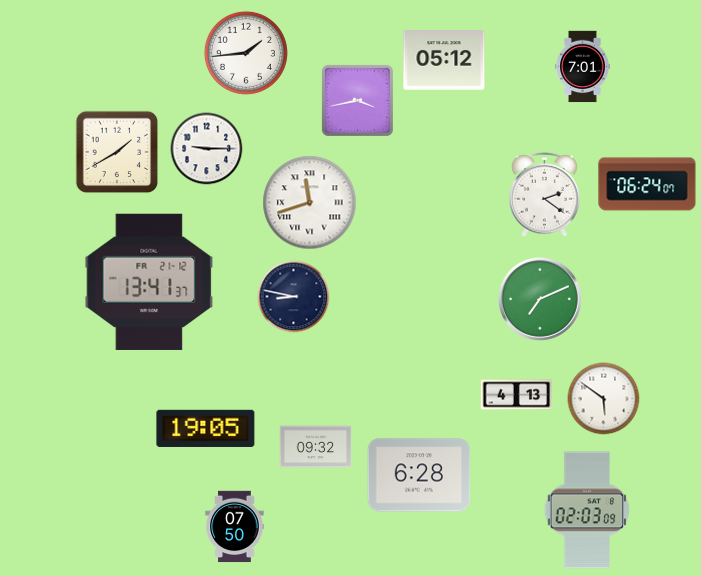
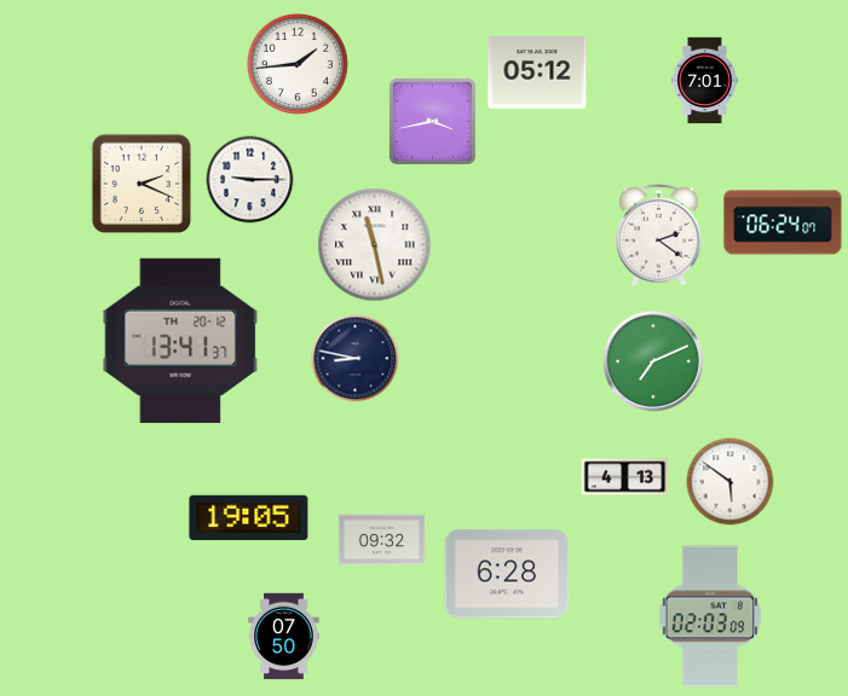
clock at (117, 152): 1:40 -> 2:19
clock at (310, 203): 11:42 -> 11:28
clock at (149, 281) date: FR 21-12 -> TH 20-12
